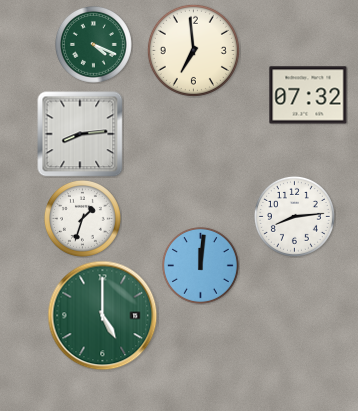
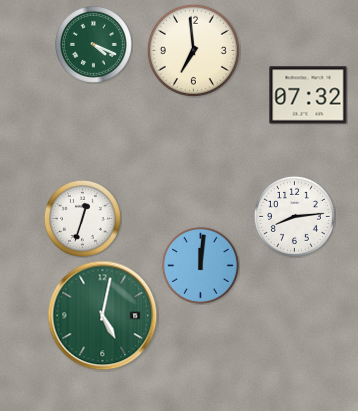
clock at (80, 134): 8:14 -> none
clock at (82, 218): 1:33 -> 12:33
clock at (103, 316): 5:00 -> 5:02
